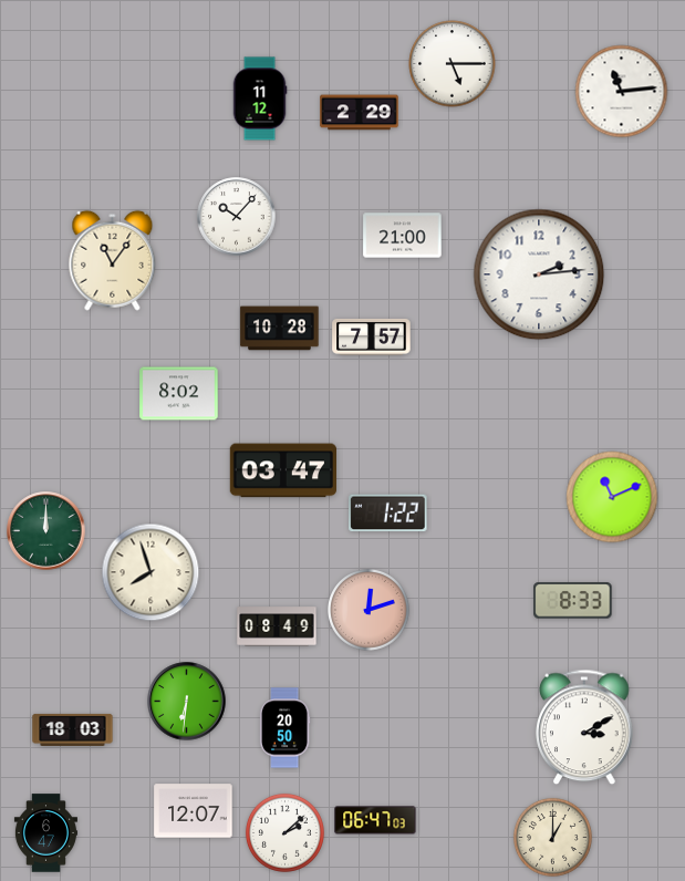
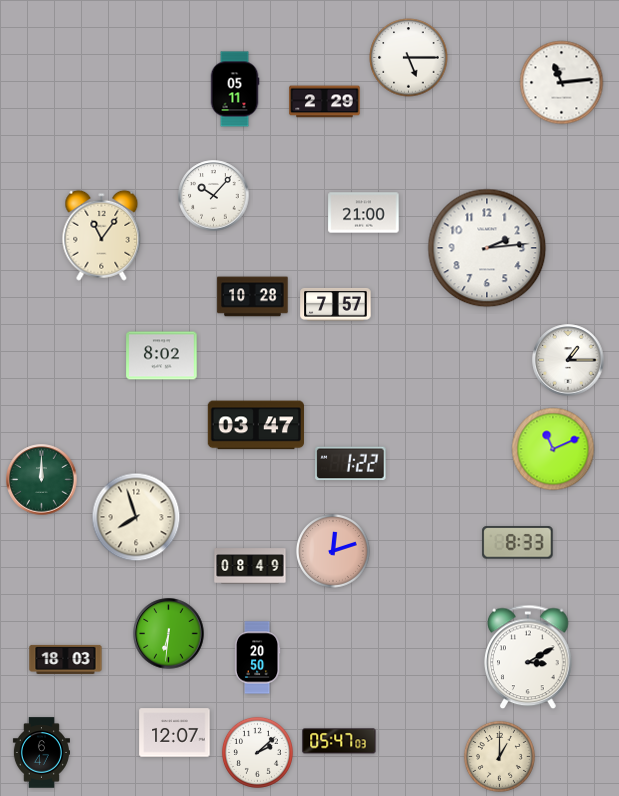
clock at (260, 99): 11:12 -> 05:11
clock at (568, 360): none -> 1:15
clock at (375, 820): 06:47 -> 05:47
